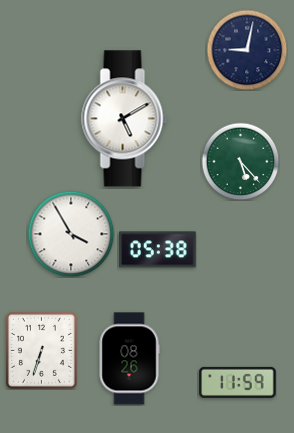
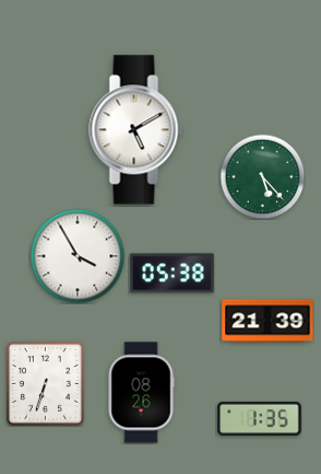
clock at (247, 50): 9:02 -> none
clock at (267, 321): none -> 21:39
clock at (238, 382): 11:59 -> 1:35
